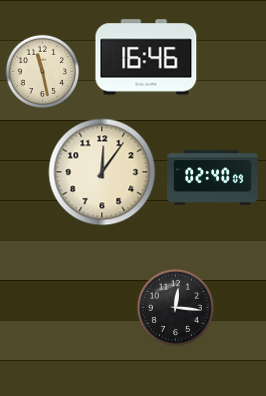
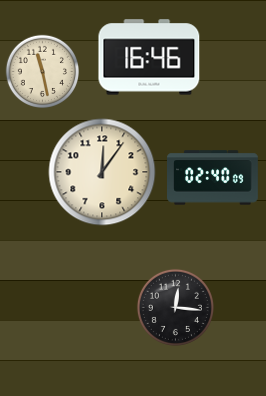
clock at (146, 57) position: (146, 57) -> (149, 57)
